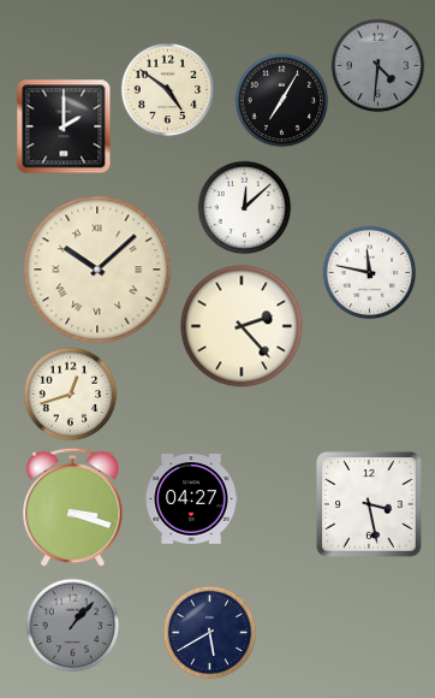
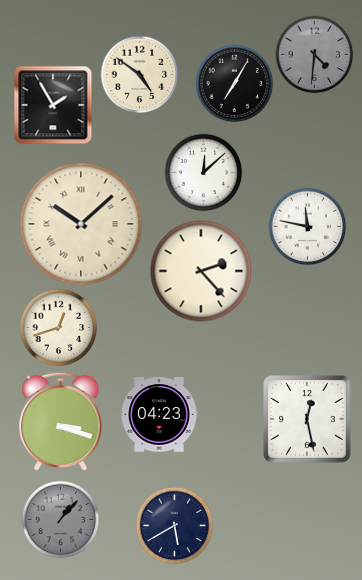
clock at (64, 126): 2:00 -> 1:55
clock at (191, 499): 04:27 -> 04:23
clock at (370, 505): 3:28 -> 12:28
